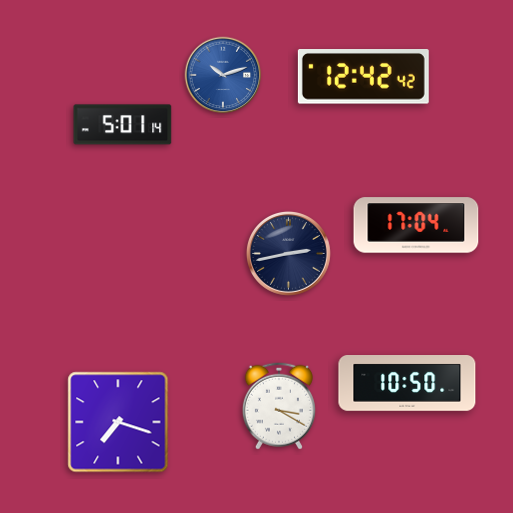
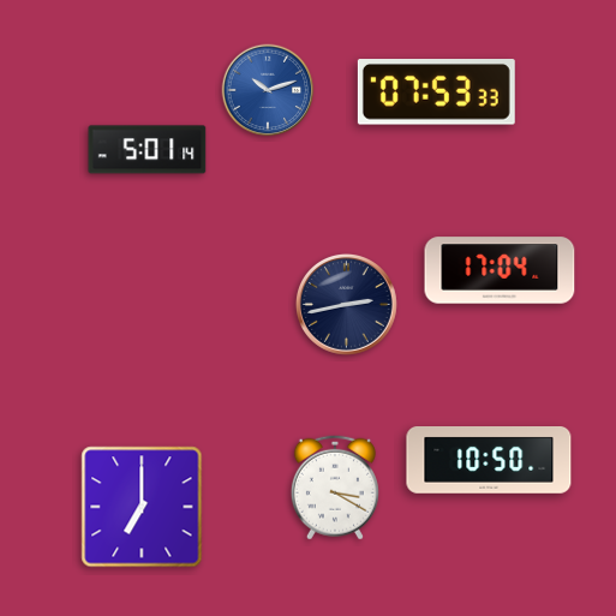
clock at (363, 77): 12:42 -> 07:53
clock at (118, 422): 7:18 -> 7:00
